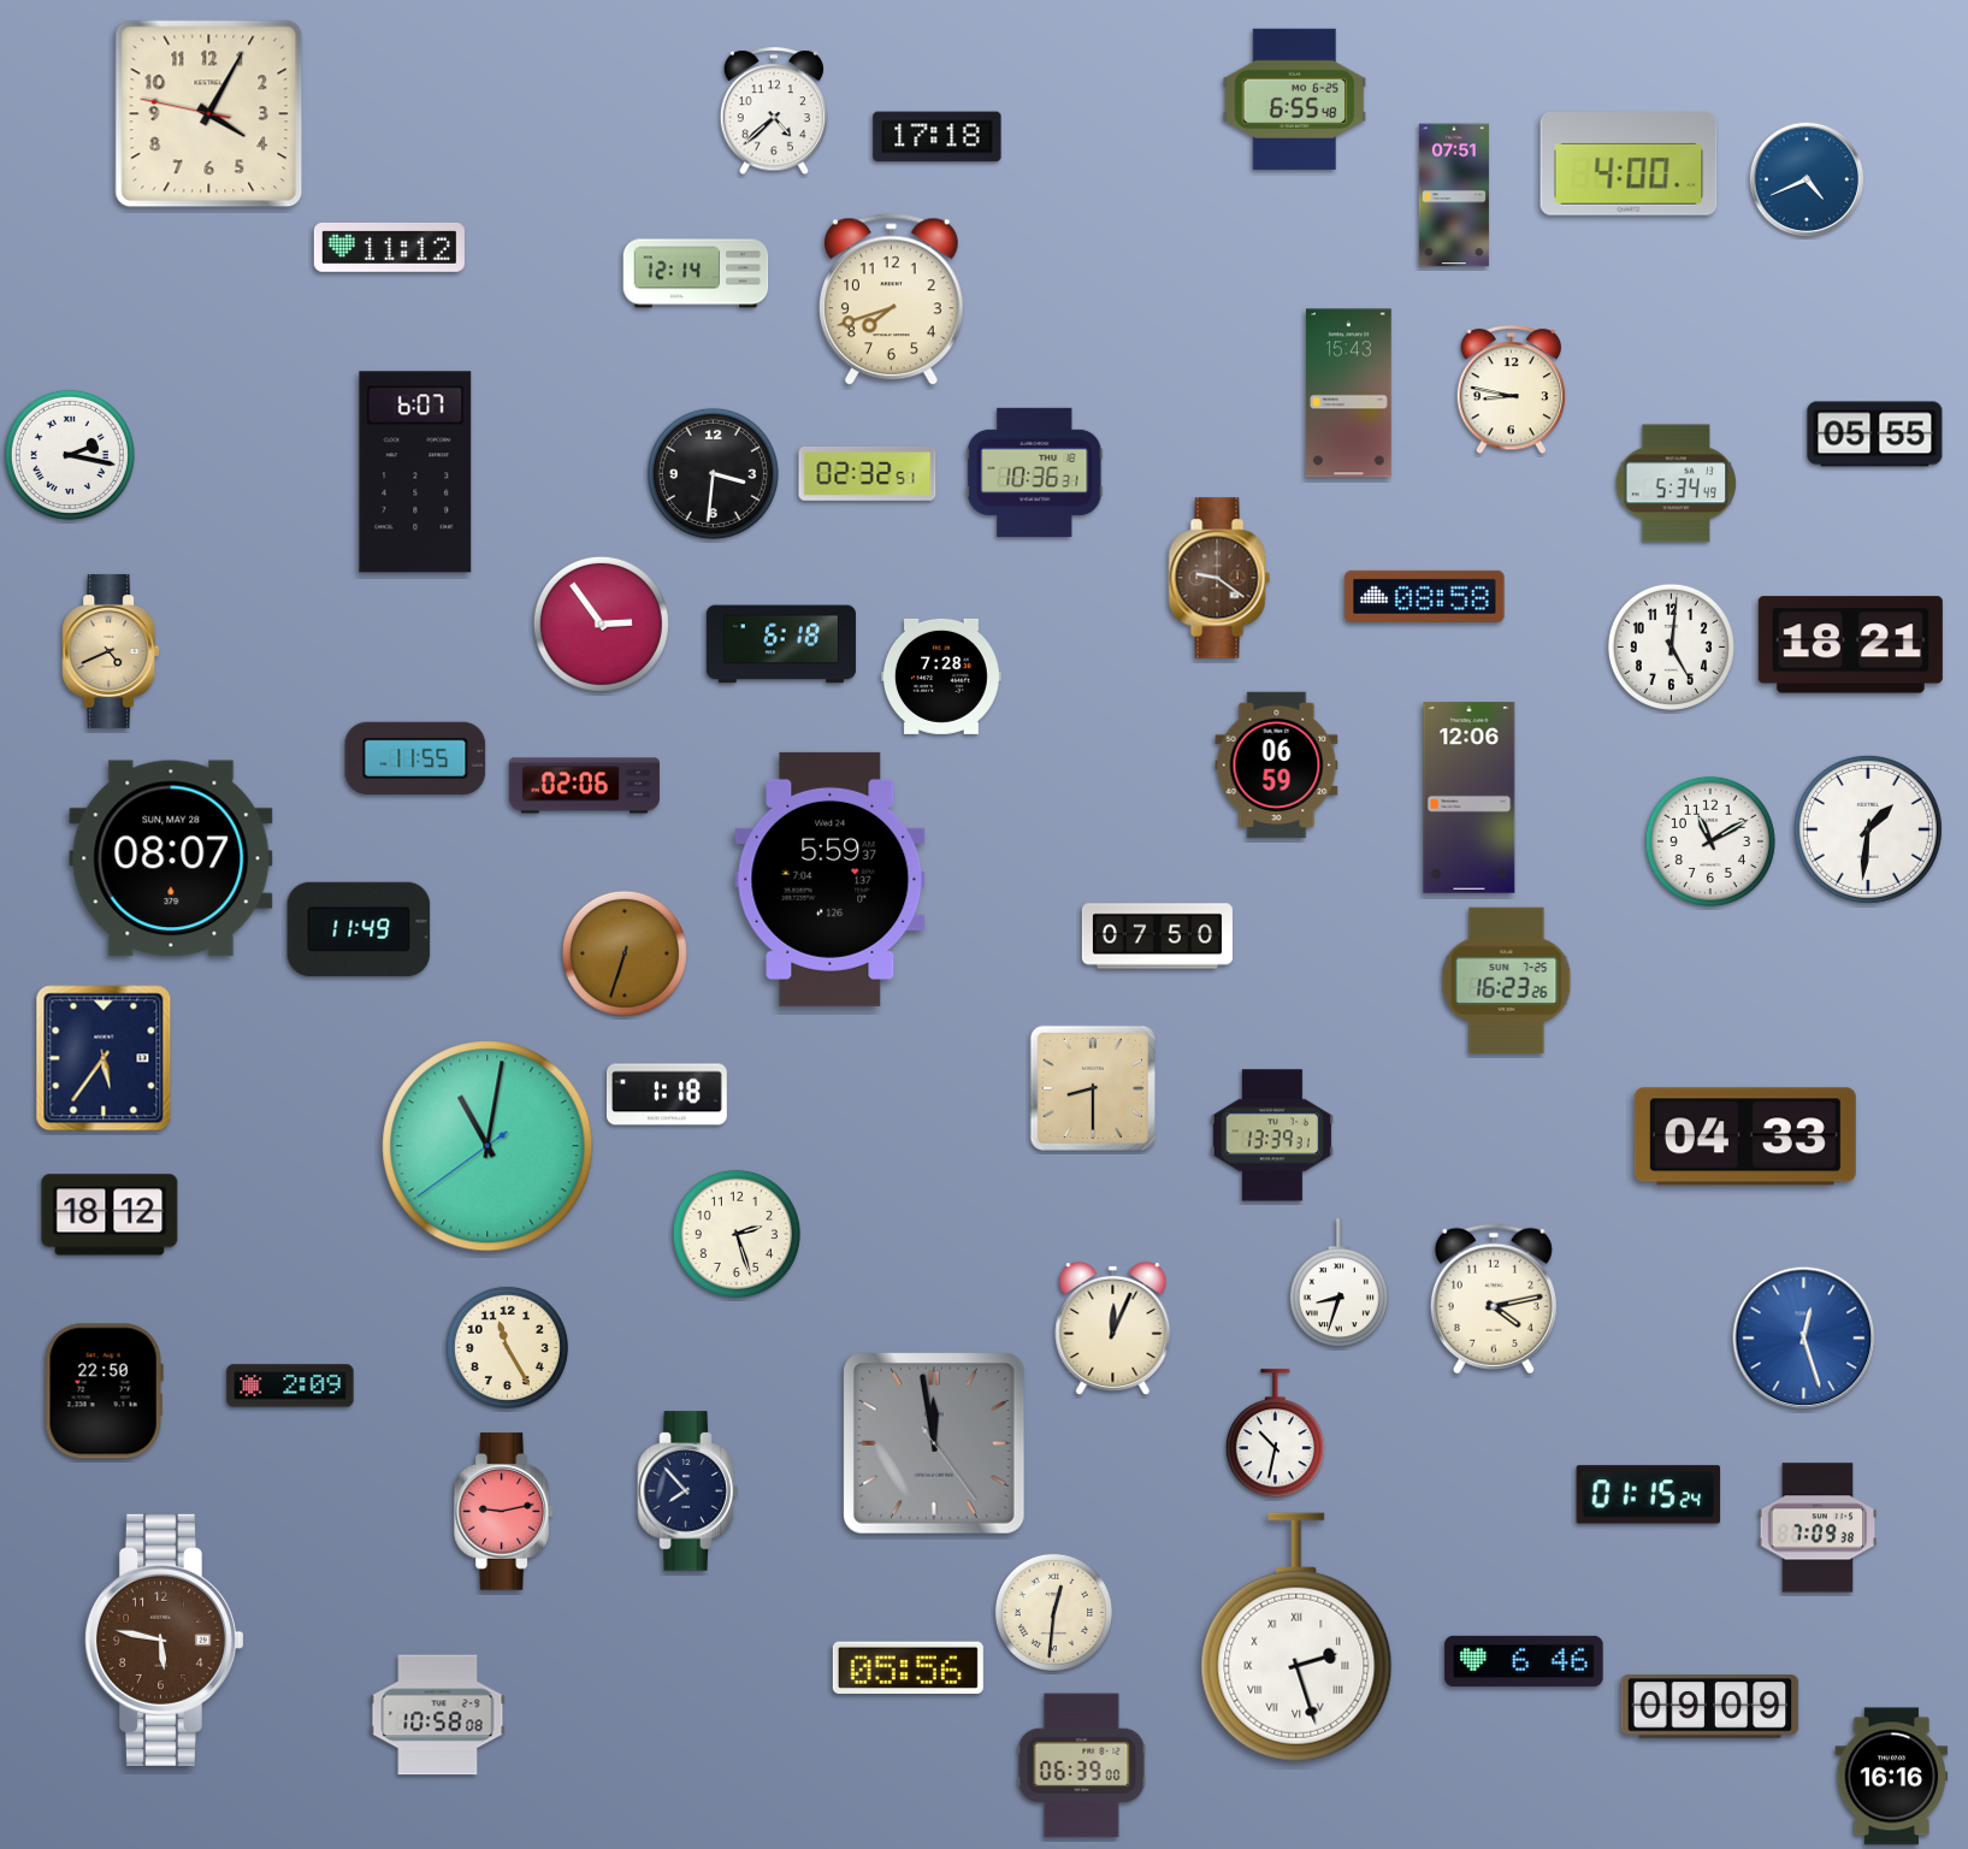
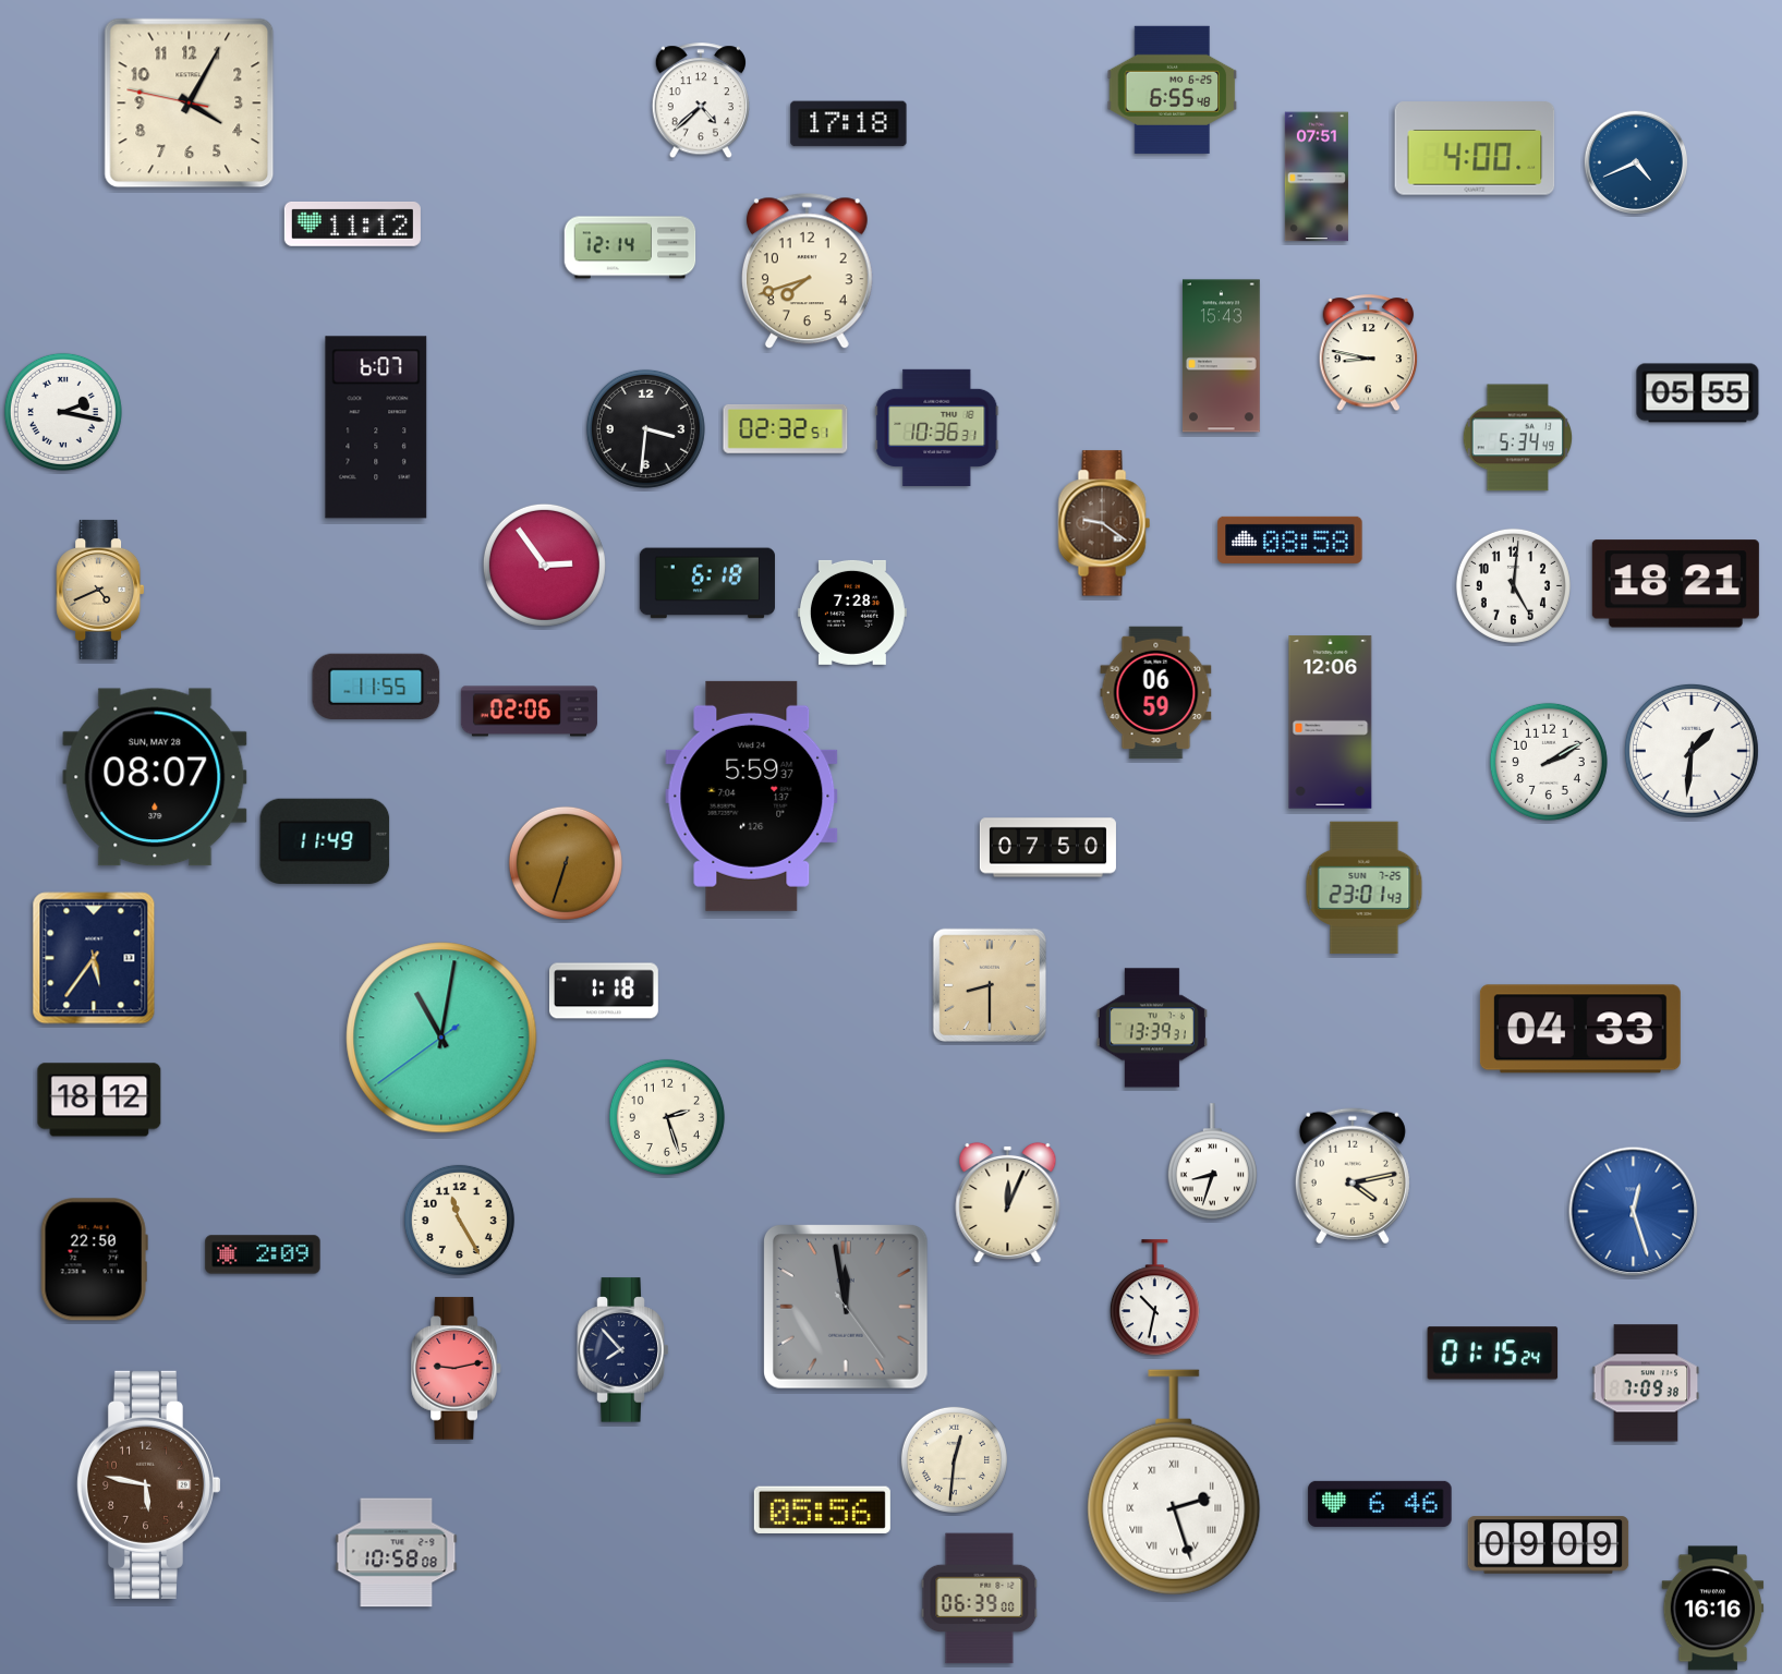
clock at (1710, 841): 11:10 -> 2:10
clock at (1507, 981): 16:23 -> 23:01
